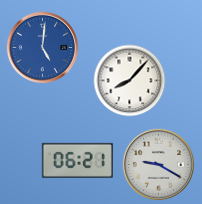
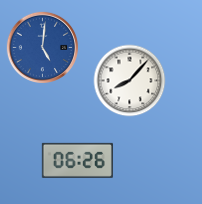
clock at (77, 160): 06:21 -> 06:26
clock at (158, 164): 9:20 -> none
